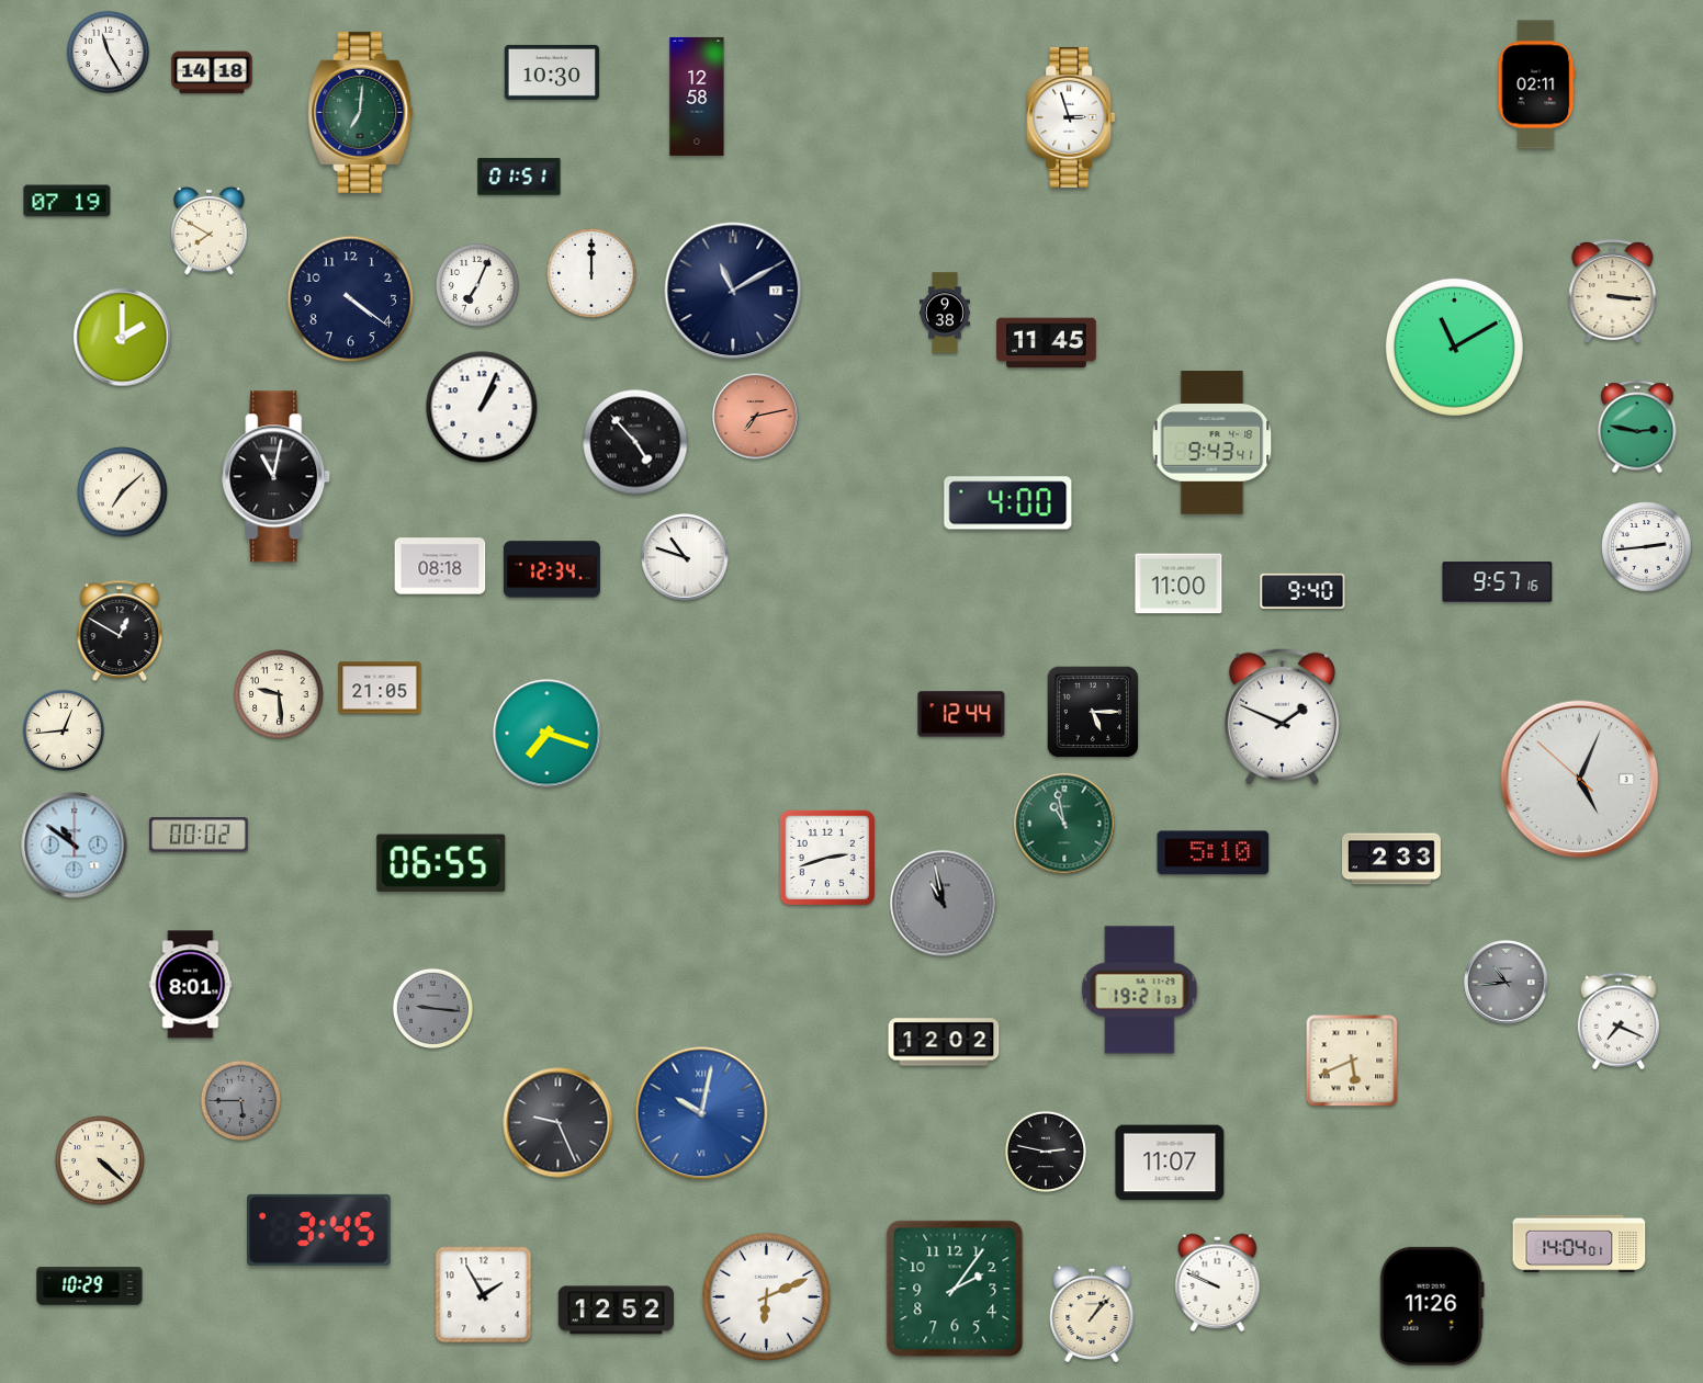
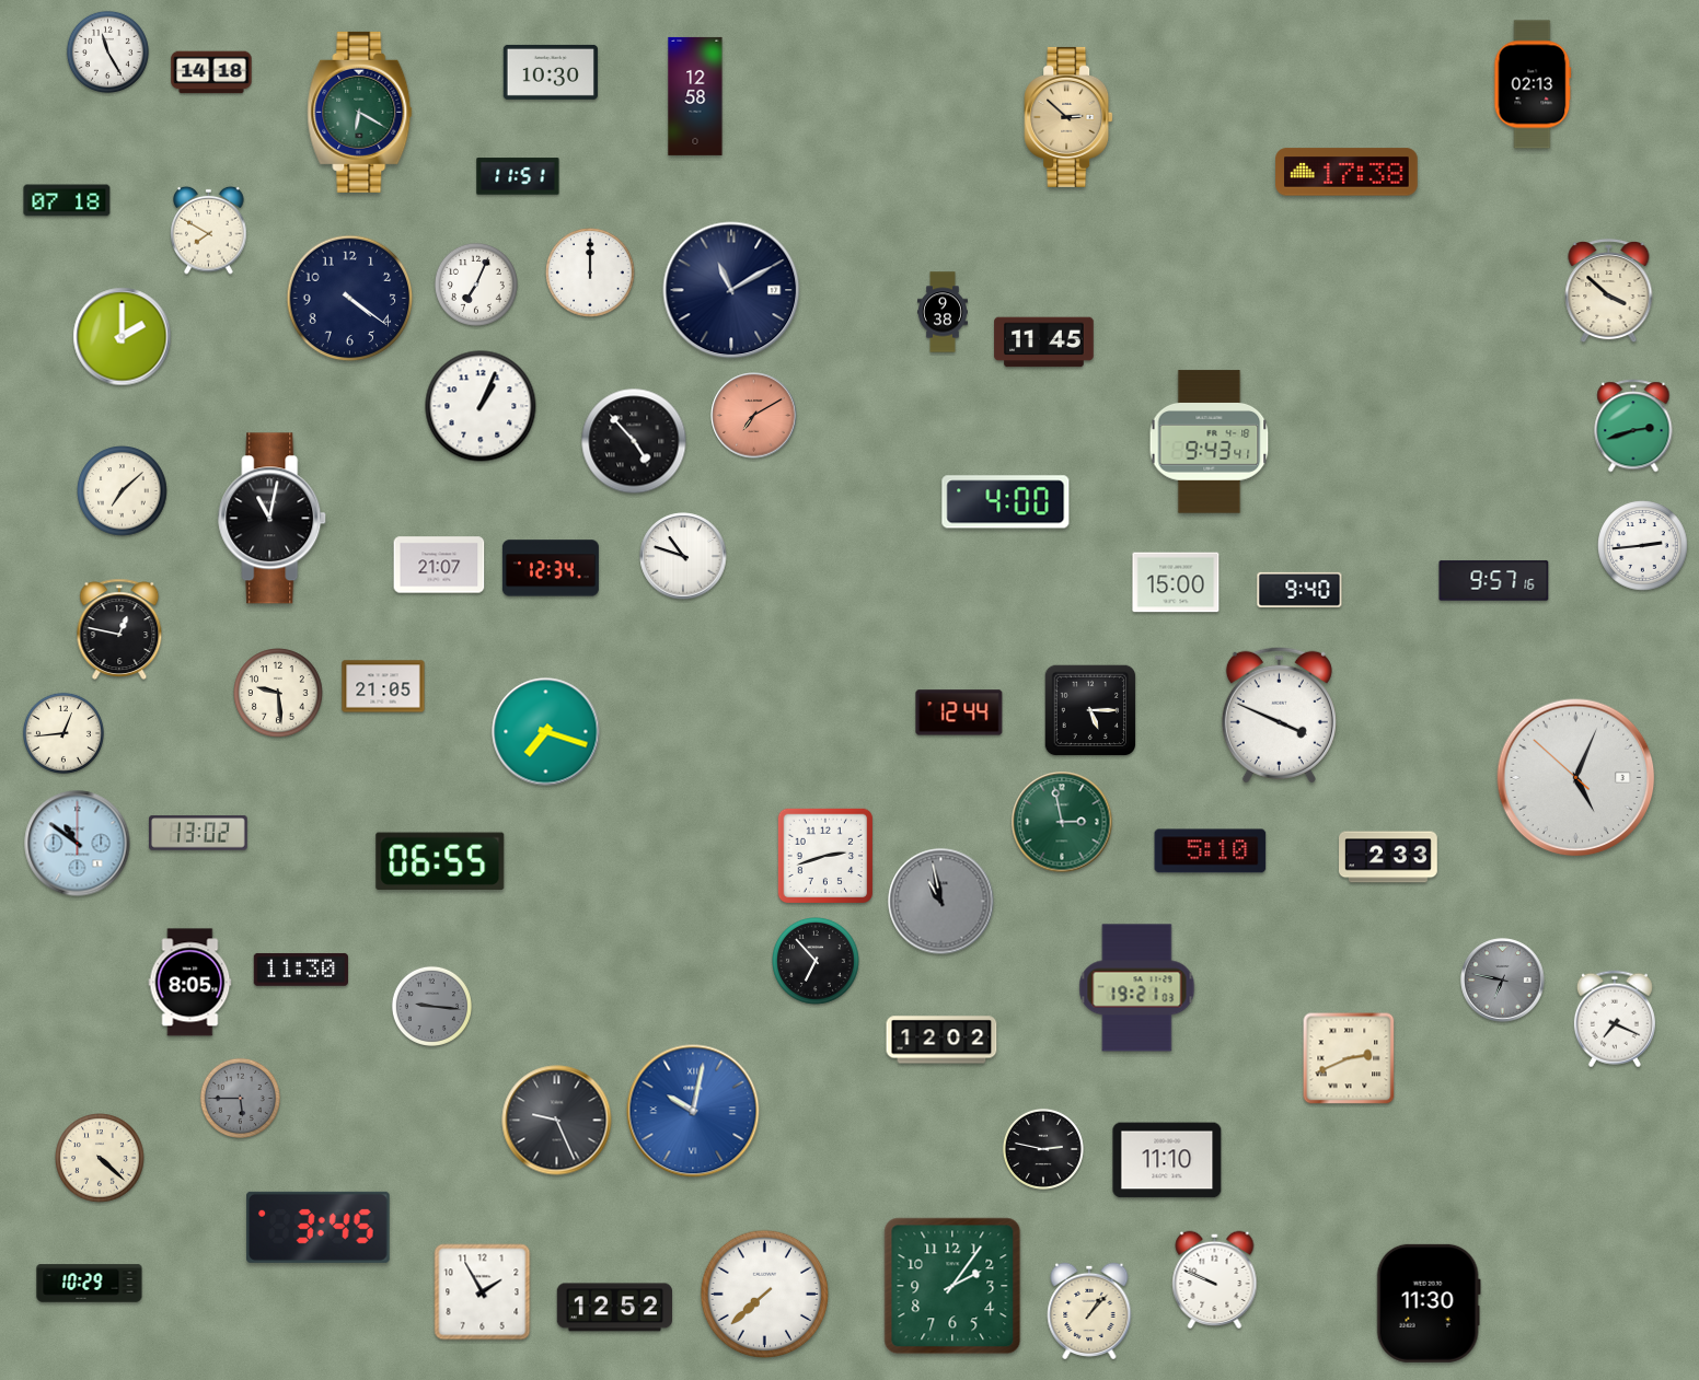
clock at (1536, 84): 02:11 -> 02:13
clock at (361, 112): 7:01 -> 6:20
clock at (1071, 117): 2:57 -> 2:52
clock at (1071, 117) dial: white -> champagne
clock at (1347, 172): none -> 17:38
clock at (519, 177): 01:51 -> 11:51
clock at (67, 201): 07:19 -> 07:18
clock at (1613, 292): 3:16 -> 3:52
clock at (1454, 347): 11:10 -> none
clock at (756, 417): 7:13 -> 7:10
clock at (1637, 427): 2:47 -> 2:42
clock at (277, 477) position: (277, 477) -> (273, 519)
clock at (440, 566): 08:18 -> 21:07
clock at (1178, 583): 11:00 -> 15:00
clock at (120, 631): 12:50 -> 12:47
clock at (380, 688) position: (380, 688) -> (383, 686)
clock at (1282, 716): 1:49 -> 3:49
clock at (64, 730) position: (64, 730) -> (63, 733)
clock at (1064, 824): 10:58 -> 2:58
clock at (200, 835): 00:02 -> 13:02
clock at (75, 846) position: (75, 846) -> (78, 844)
clock at (817, 962): none -> 6:53
clock at (301, 970): none -> 11:30
clock at (1507, 983): 10:44 -> 6:47
clock at (191, 985): 8:01 -> 8:05
clock at (1352, 1061): 5:41 -> 2:41
clock at (701, 1113) position: (701, 1113) -> (693, 1111)
clock at (1170, 1163): 11:07 -> 11:10
clock at (1579, 1244): 14:04 -> none
clock at (767, 1297): 6:11 -> 7:38
clock at (1432, 1306): 11:26 -> 11:30
